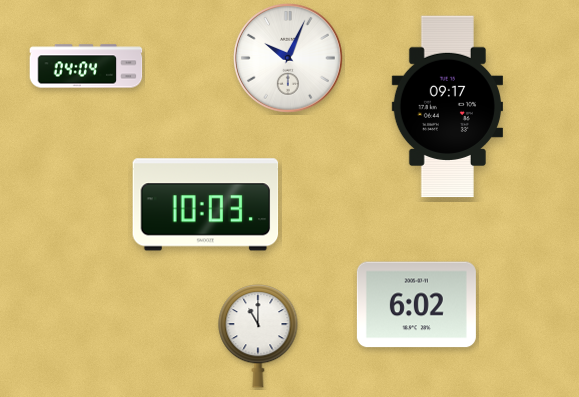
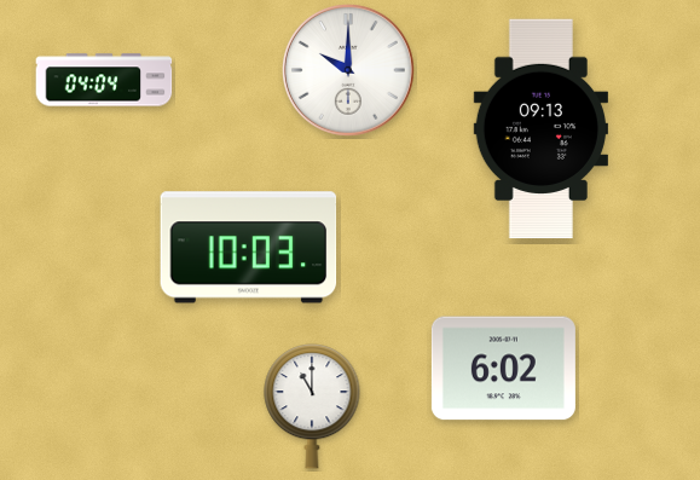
clock at (288, 58): 10:04 -> 10:00
clock at (447, 107): 09:17 -> 09:13
